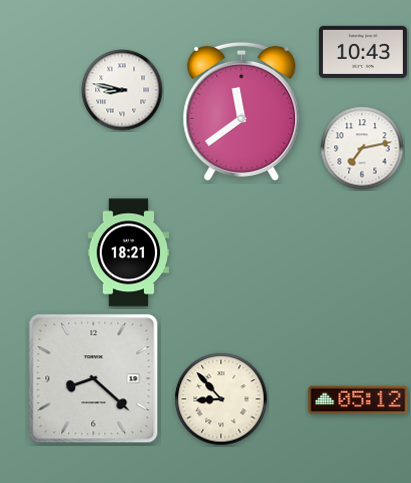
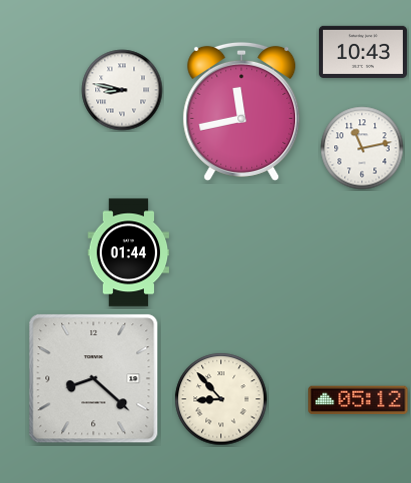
clock at (242, 111): 11:39 -> 11:43
clock at (362, 148): 7:13 -> 11:13
clock at (129, 253): 18:21 -> 01:44
